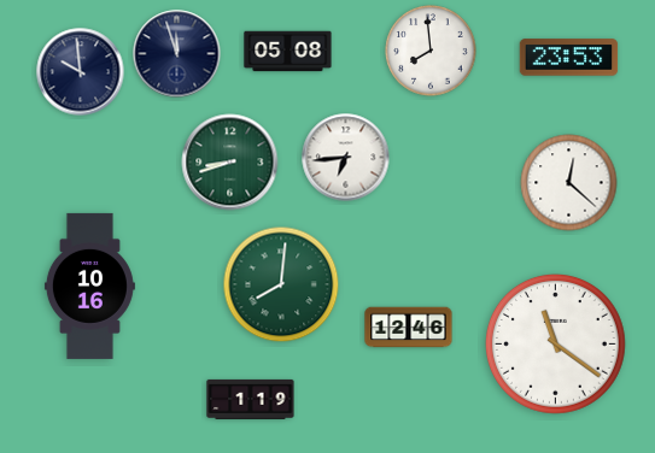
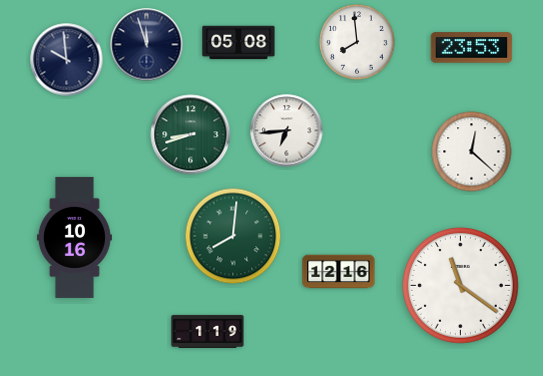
clock at (409, 328): 12:46 -> 12:16
